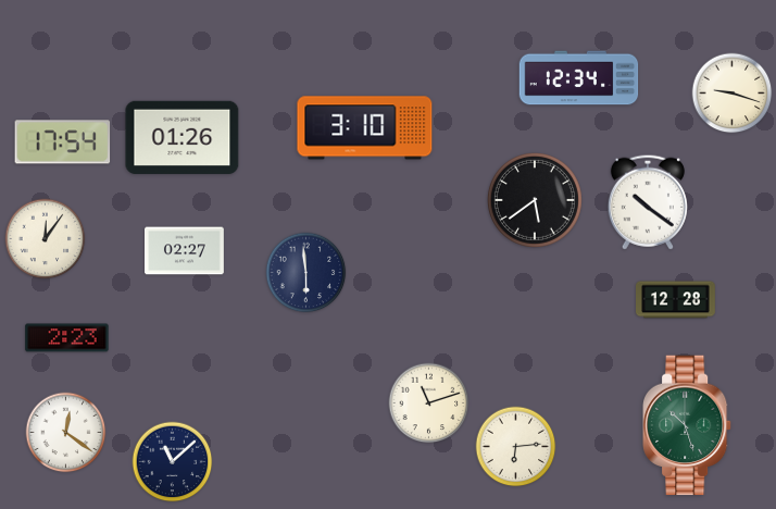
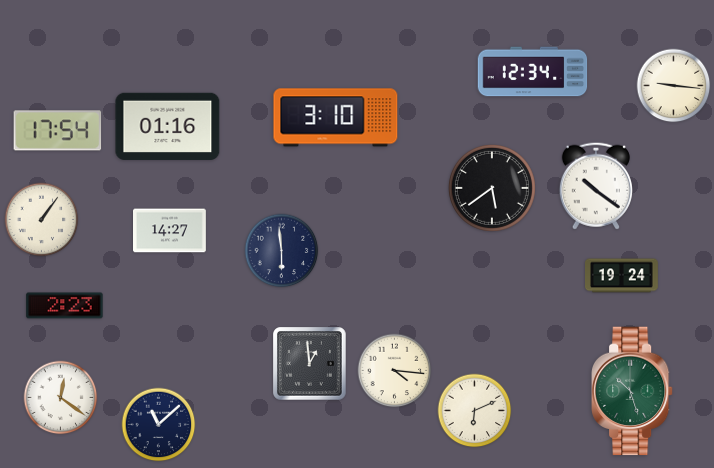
clock at (733, 94): 9:18 -> 9:16
clock at (183, 137): 01:26 -> 01:16
clock at (535, 200) position: (535, 200) -> (492, 188)
clock at (46, 239): 12:06 -> 1:06
clock at (185, 251): 02:27 -> 14:27
clock at (676, 300): 12:28 -> 19:24
clock at (67, 338) position: (67, 338) -> (65, 306)
clock at (310, 364): none -> 12:59
clock at (429, 404): 11:12 -> 4:16
clock at (516, 447): 6:14 -> 6:11
